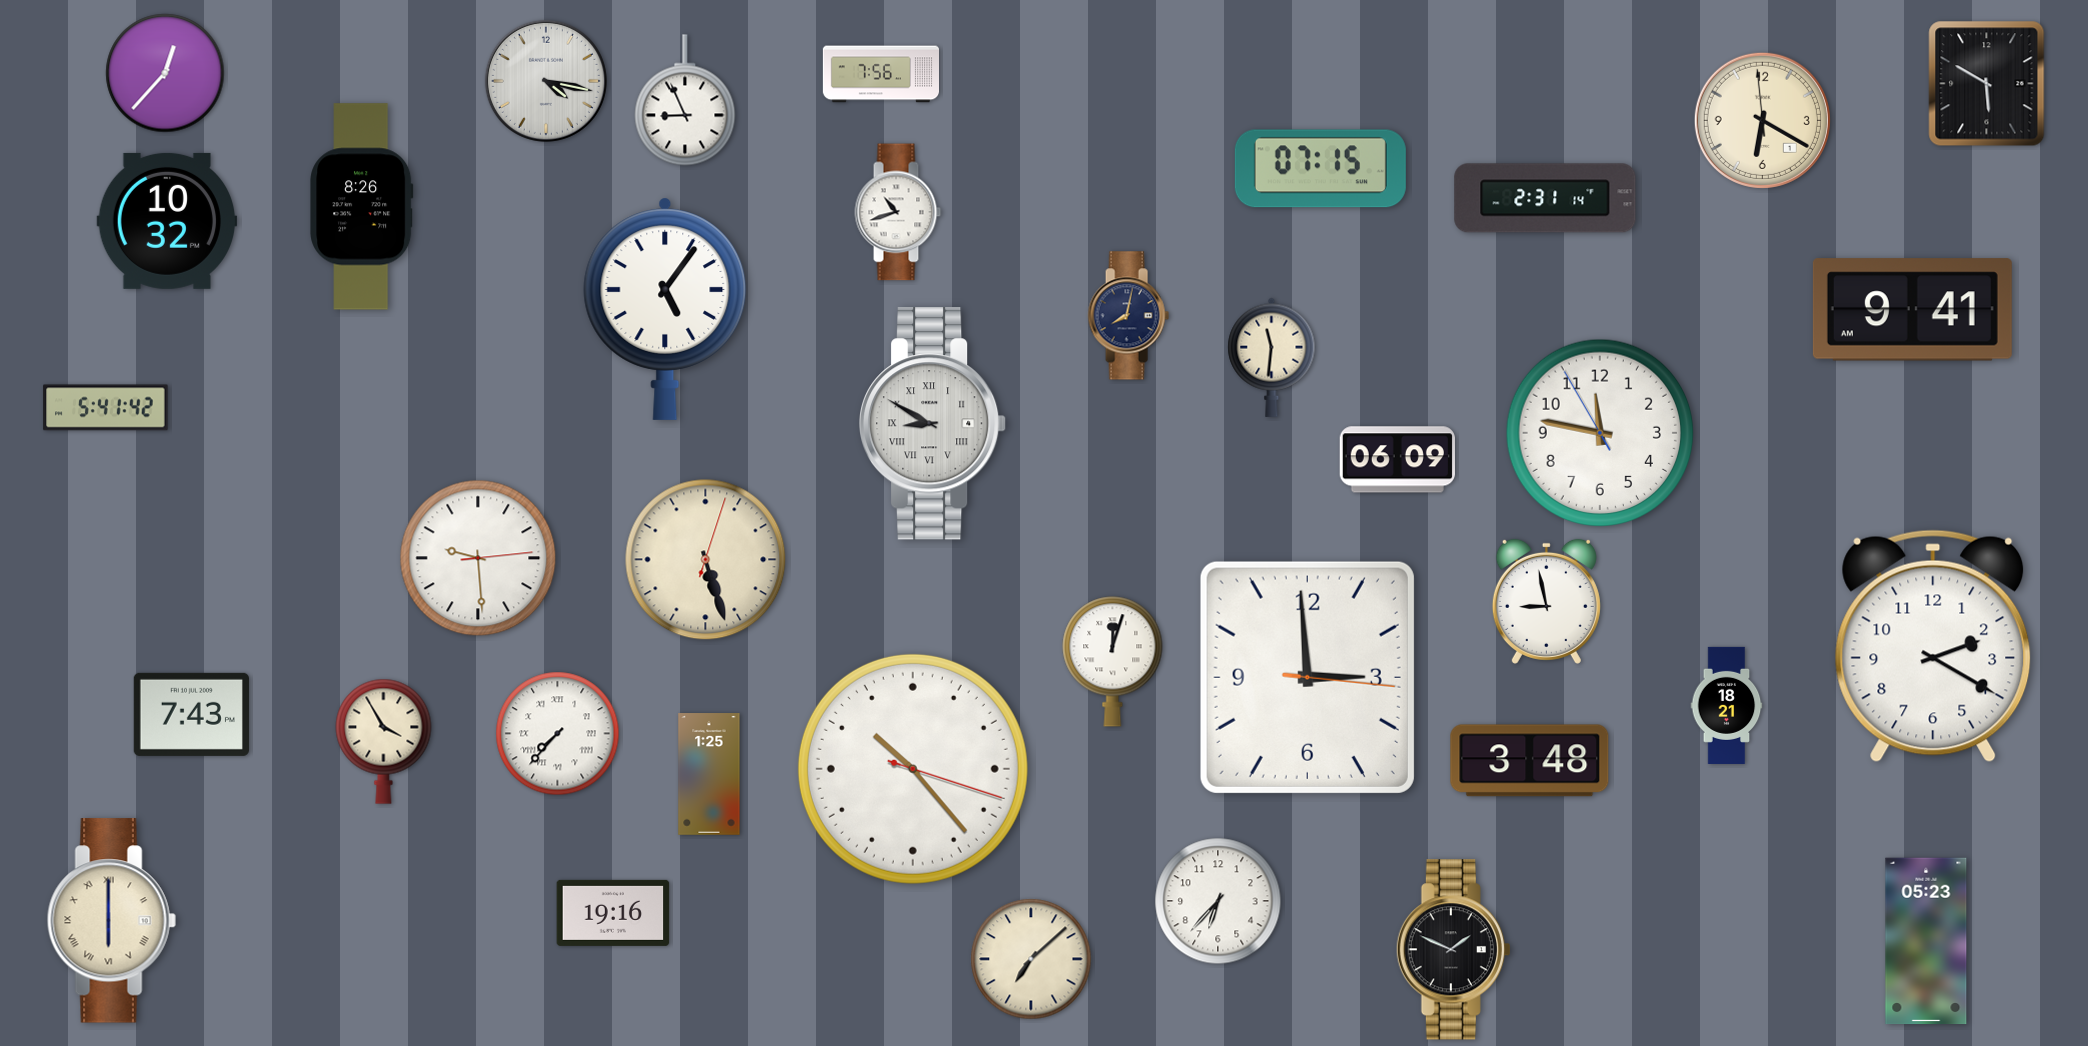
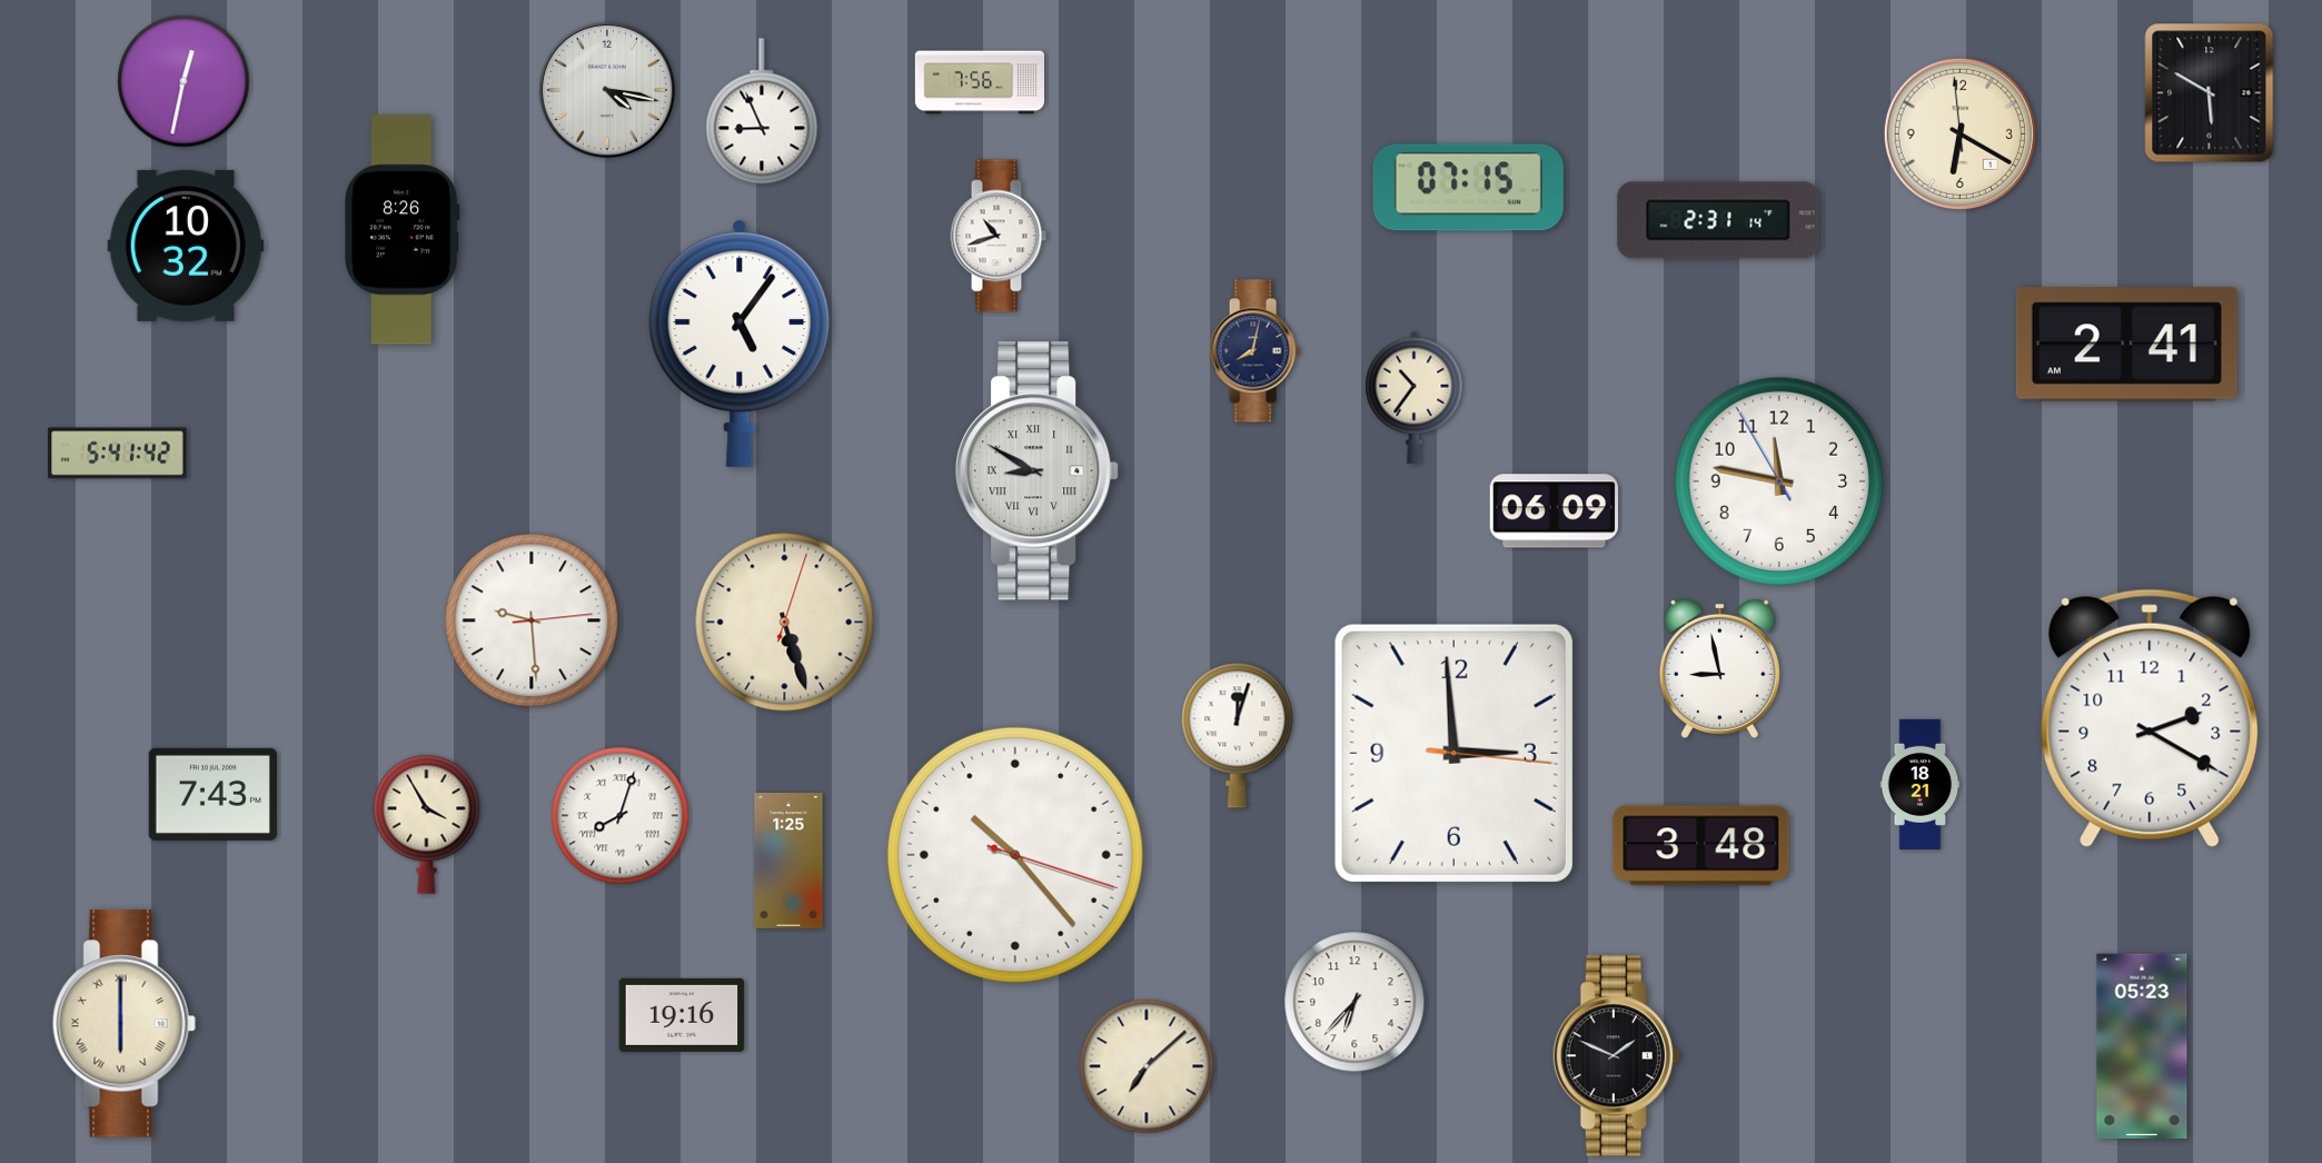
clock at (165, 73): 12:37 -> 12:32
clock at (1912, 310): 9:41 -> 2:41
clock at (1272, 357): 11:31 -> 10:36
clock at (558, 734): 7:37 -> 8:03
